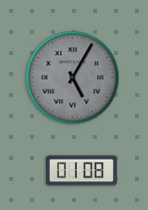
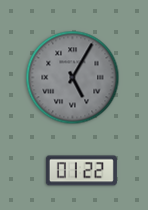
clock at (81, 171): 01:08 -> 01:22
